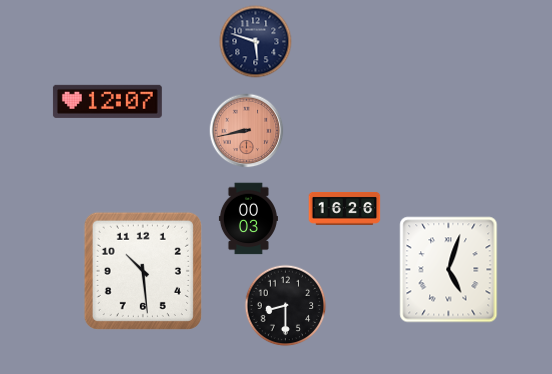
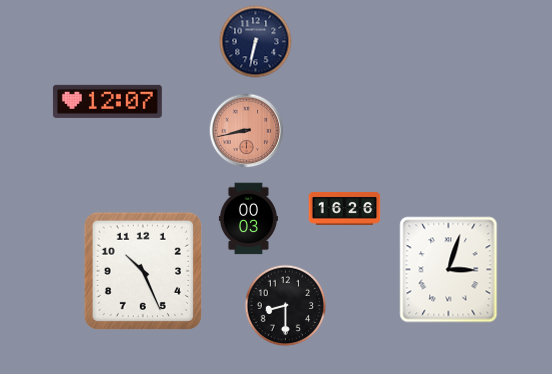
clock at (256, 42): 5:48 -> 6:32
clock at (449, 270): 5:03 -> 3:03
clock at (143, 271): 10:29 -> 10:26
